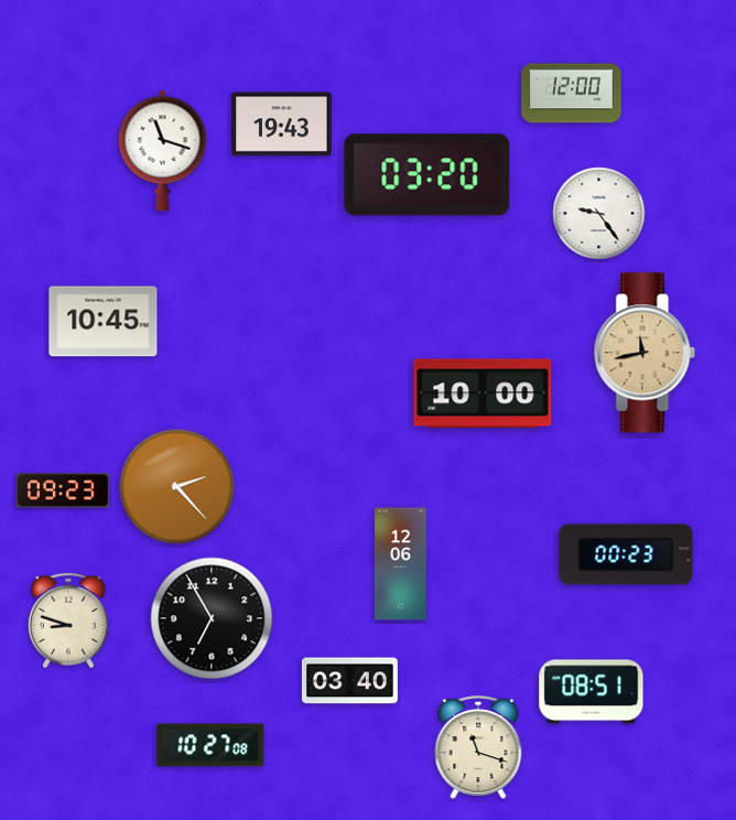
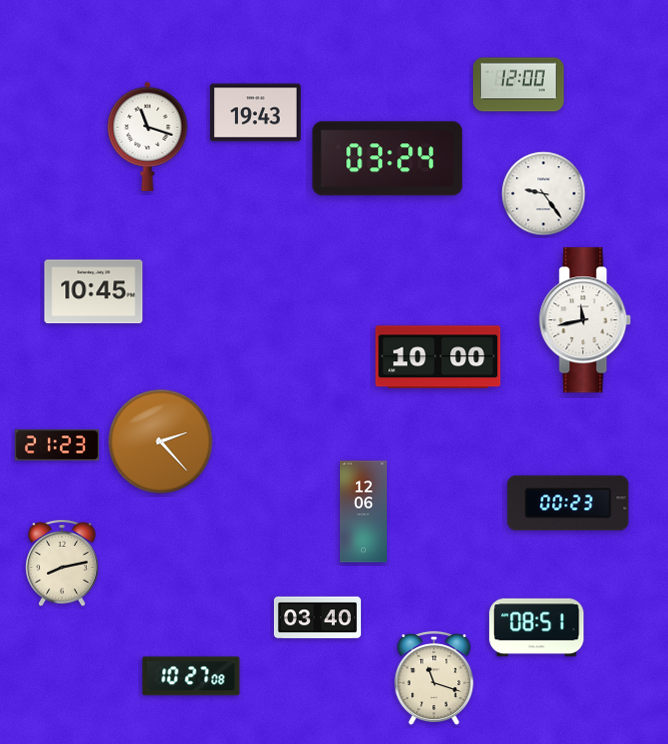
clock at (427, 175): 03:20 -> 03:24
clock at (645, 353) dial: champagne -> white
clock at (63, 490): 09:23 -> 21:23
clock at (212, 618): 6:55 -> none
clock at (68, 621): 8:48 -> 8:13
